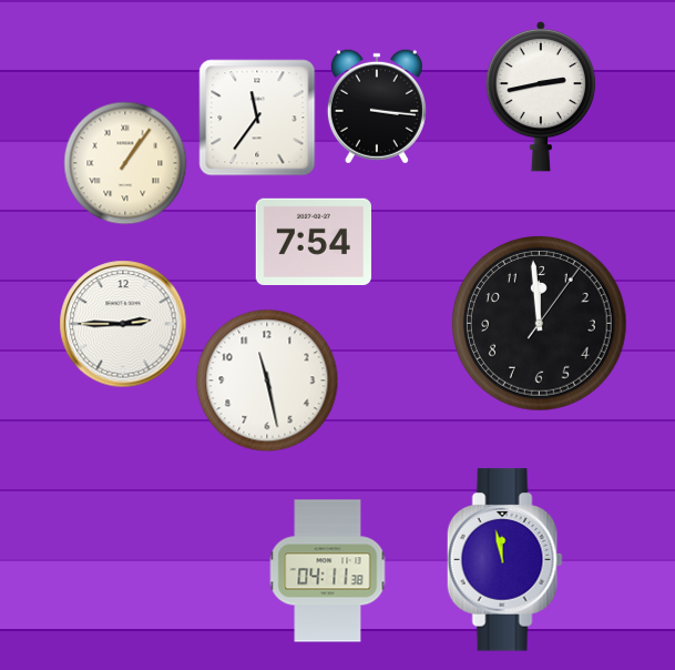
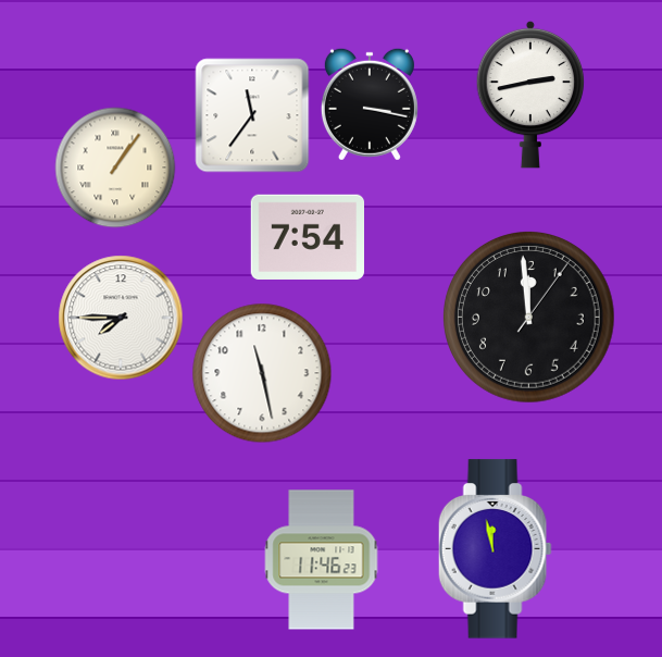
clock at (377, 106): 3:16 -> 3:17
clock at (125, 163) position: (125, 163) -> (115, 168)
clock at (123, 324): 2:45 -> 7:45
clock at (328, 571): 04:11 -> 11:46
